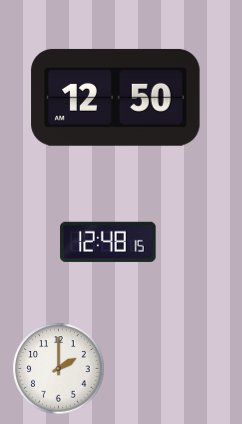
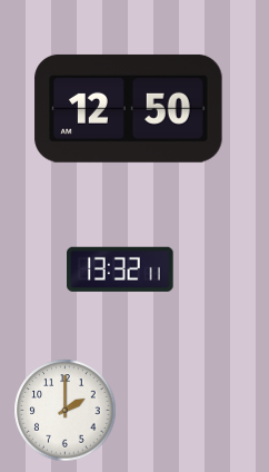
clock at (108, 242): 12:48 -> 13:32
